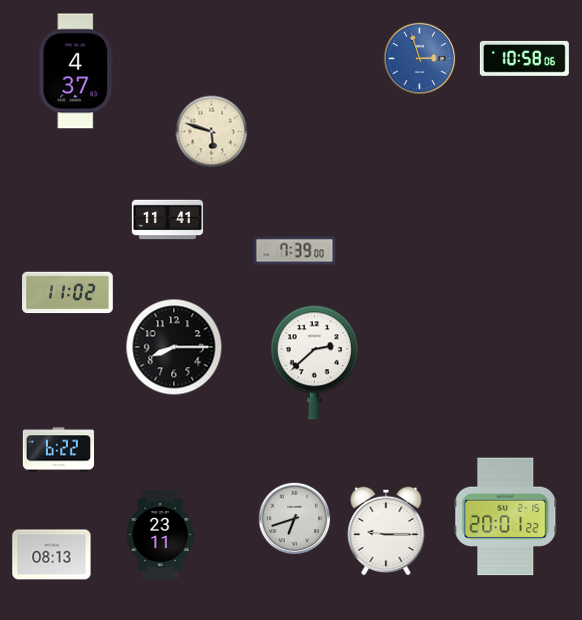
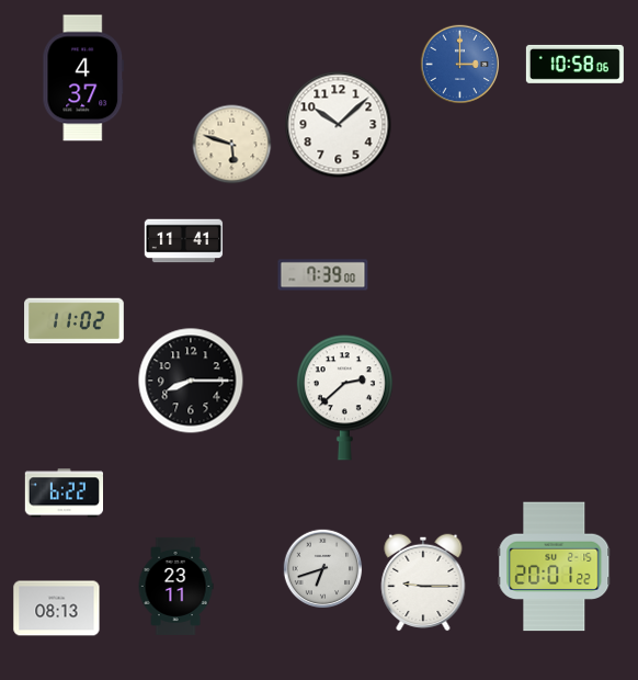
clock at (420, 59): 2:57 -> 3:00
clock at (339, 125): none -> 10:08
